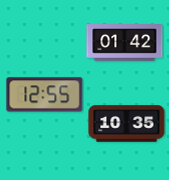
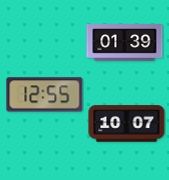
clock at (125, 43): 01:42 -> 01:39
clock at (127, 124): 10:35 -> 10:07
